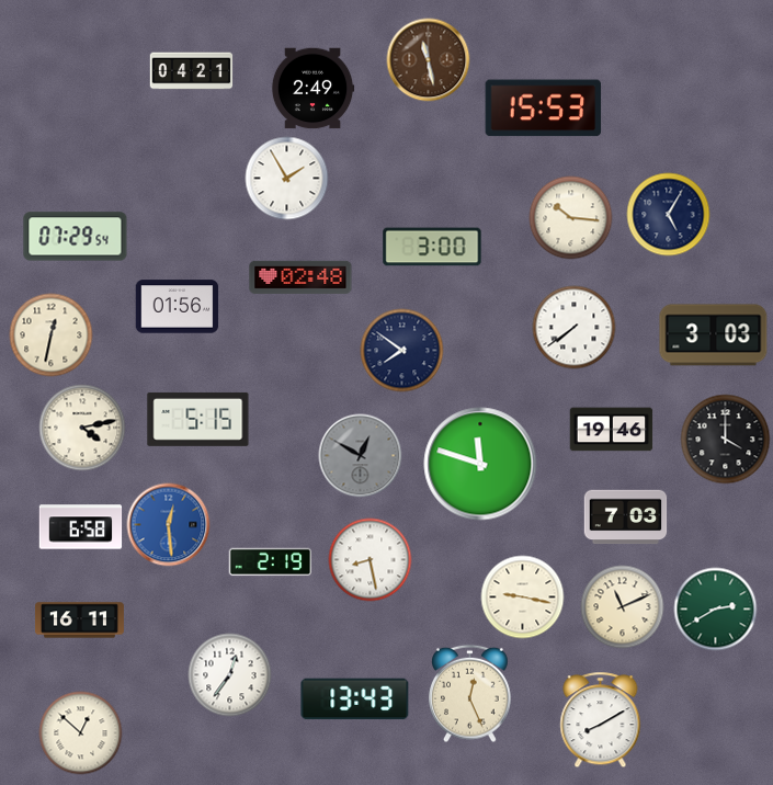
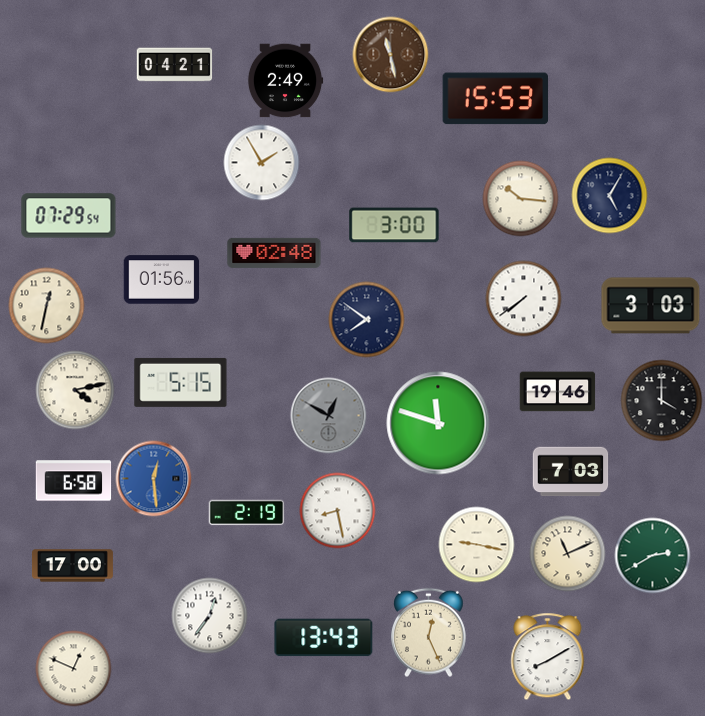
clock at (79, 621): 16:11 -> 17:00
clock at (81, 733): 12:52 -> 12:49
